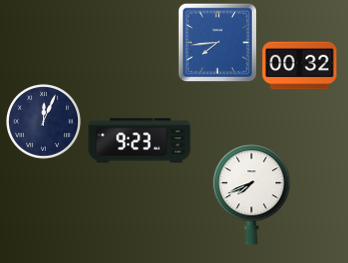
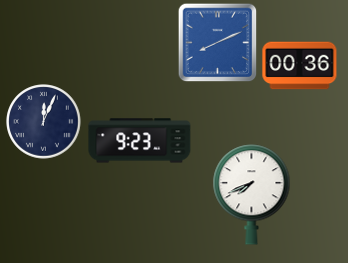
clock at (218, 43): 7:44 -> 8:11
clock at (300, 66): 00:32 -> 00:36
